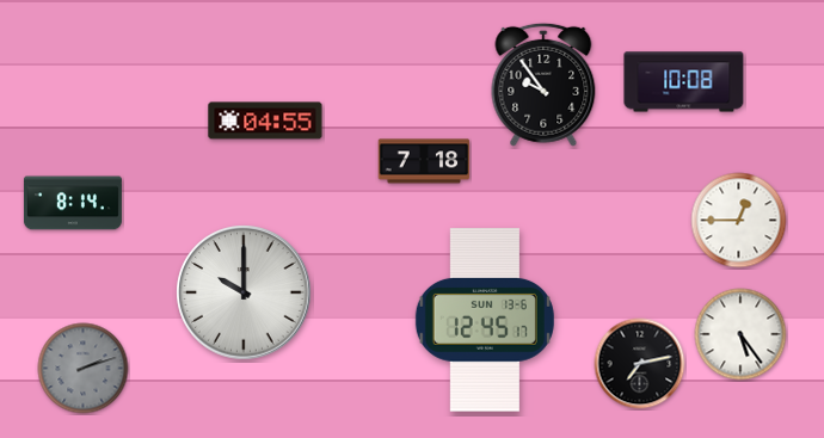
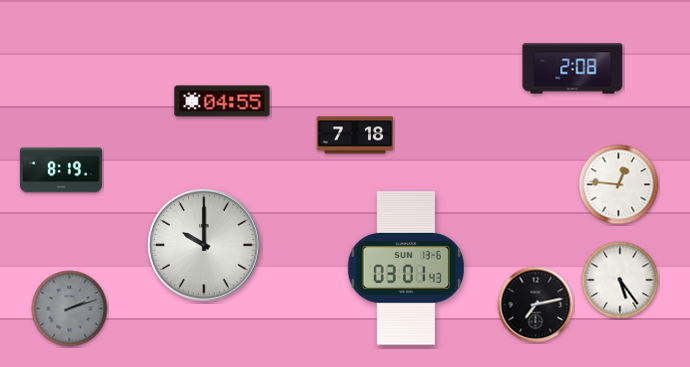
clock at (684, 82): 10:08 -> 2:08
clock at (543, 85): 9:54 -> none
clock at (73, 203): 8:14 -> 8:19
clock at (739, 221): 12:45 -> 12:46
clock at (485, 320): 12:45 -> 03:01
